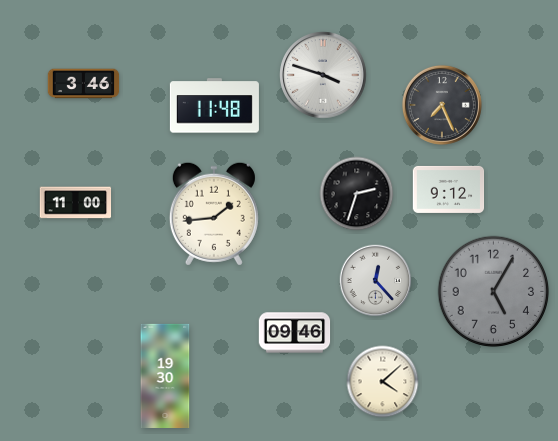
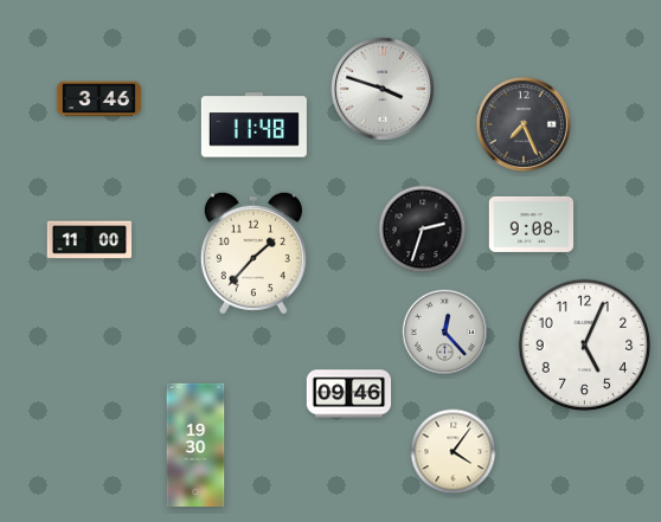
clock at (449, 189): 9:12 -> 9:08
clock at (214, 214): 1:44 -> 1:37
clock at (494, 292): 5:05 -> 5:04
clock at (494, 292) dial: grey -> white
clock at (383, 382): 4:08 -> 4:06
